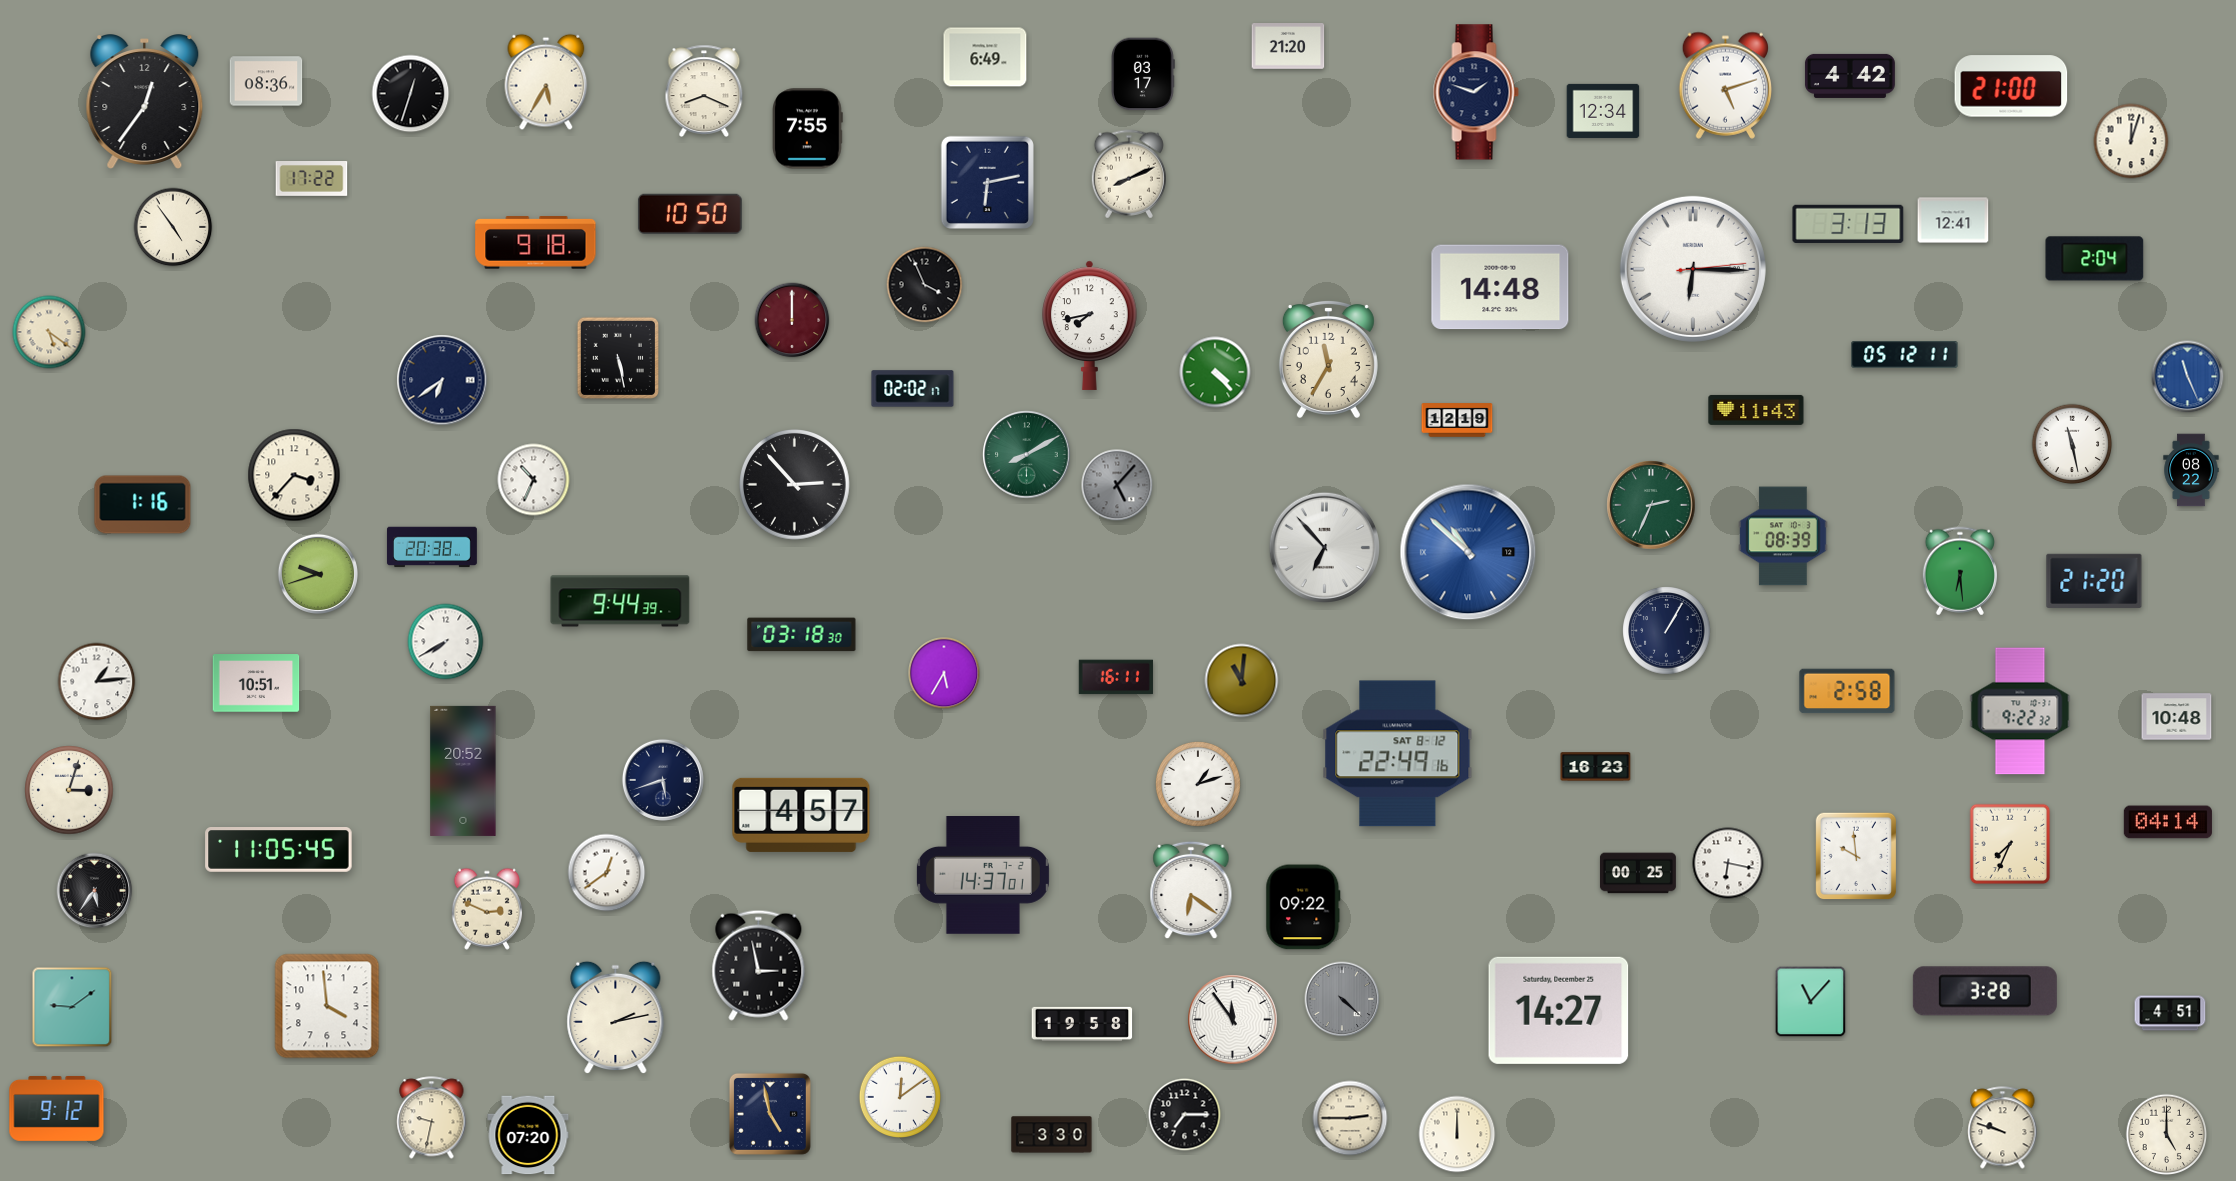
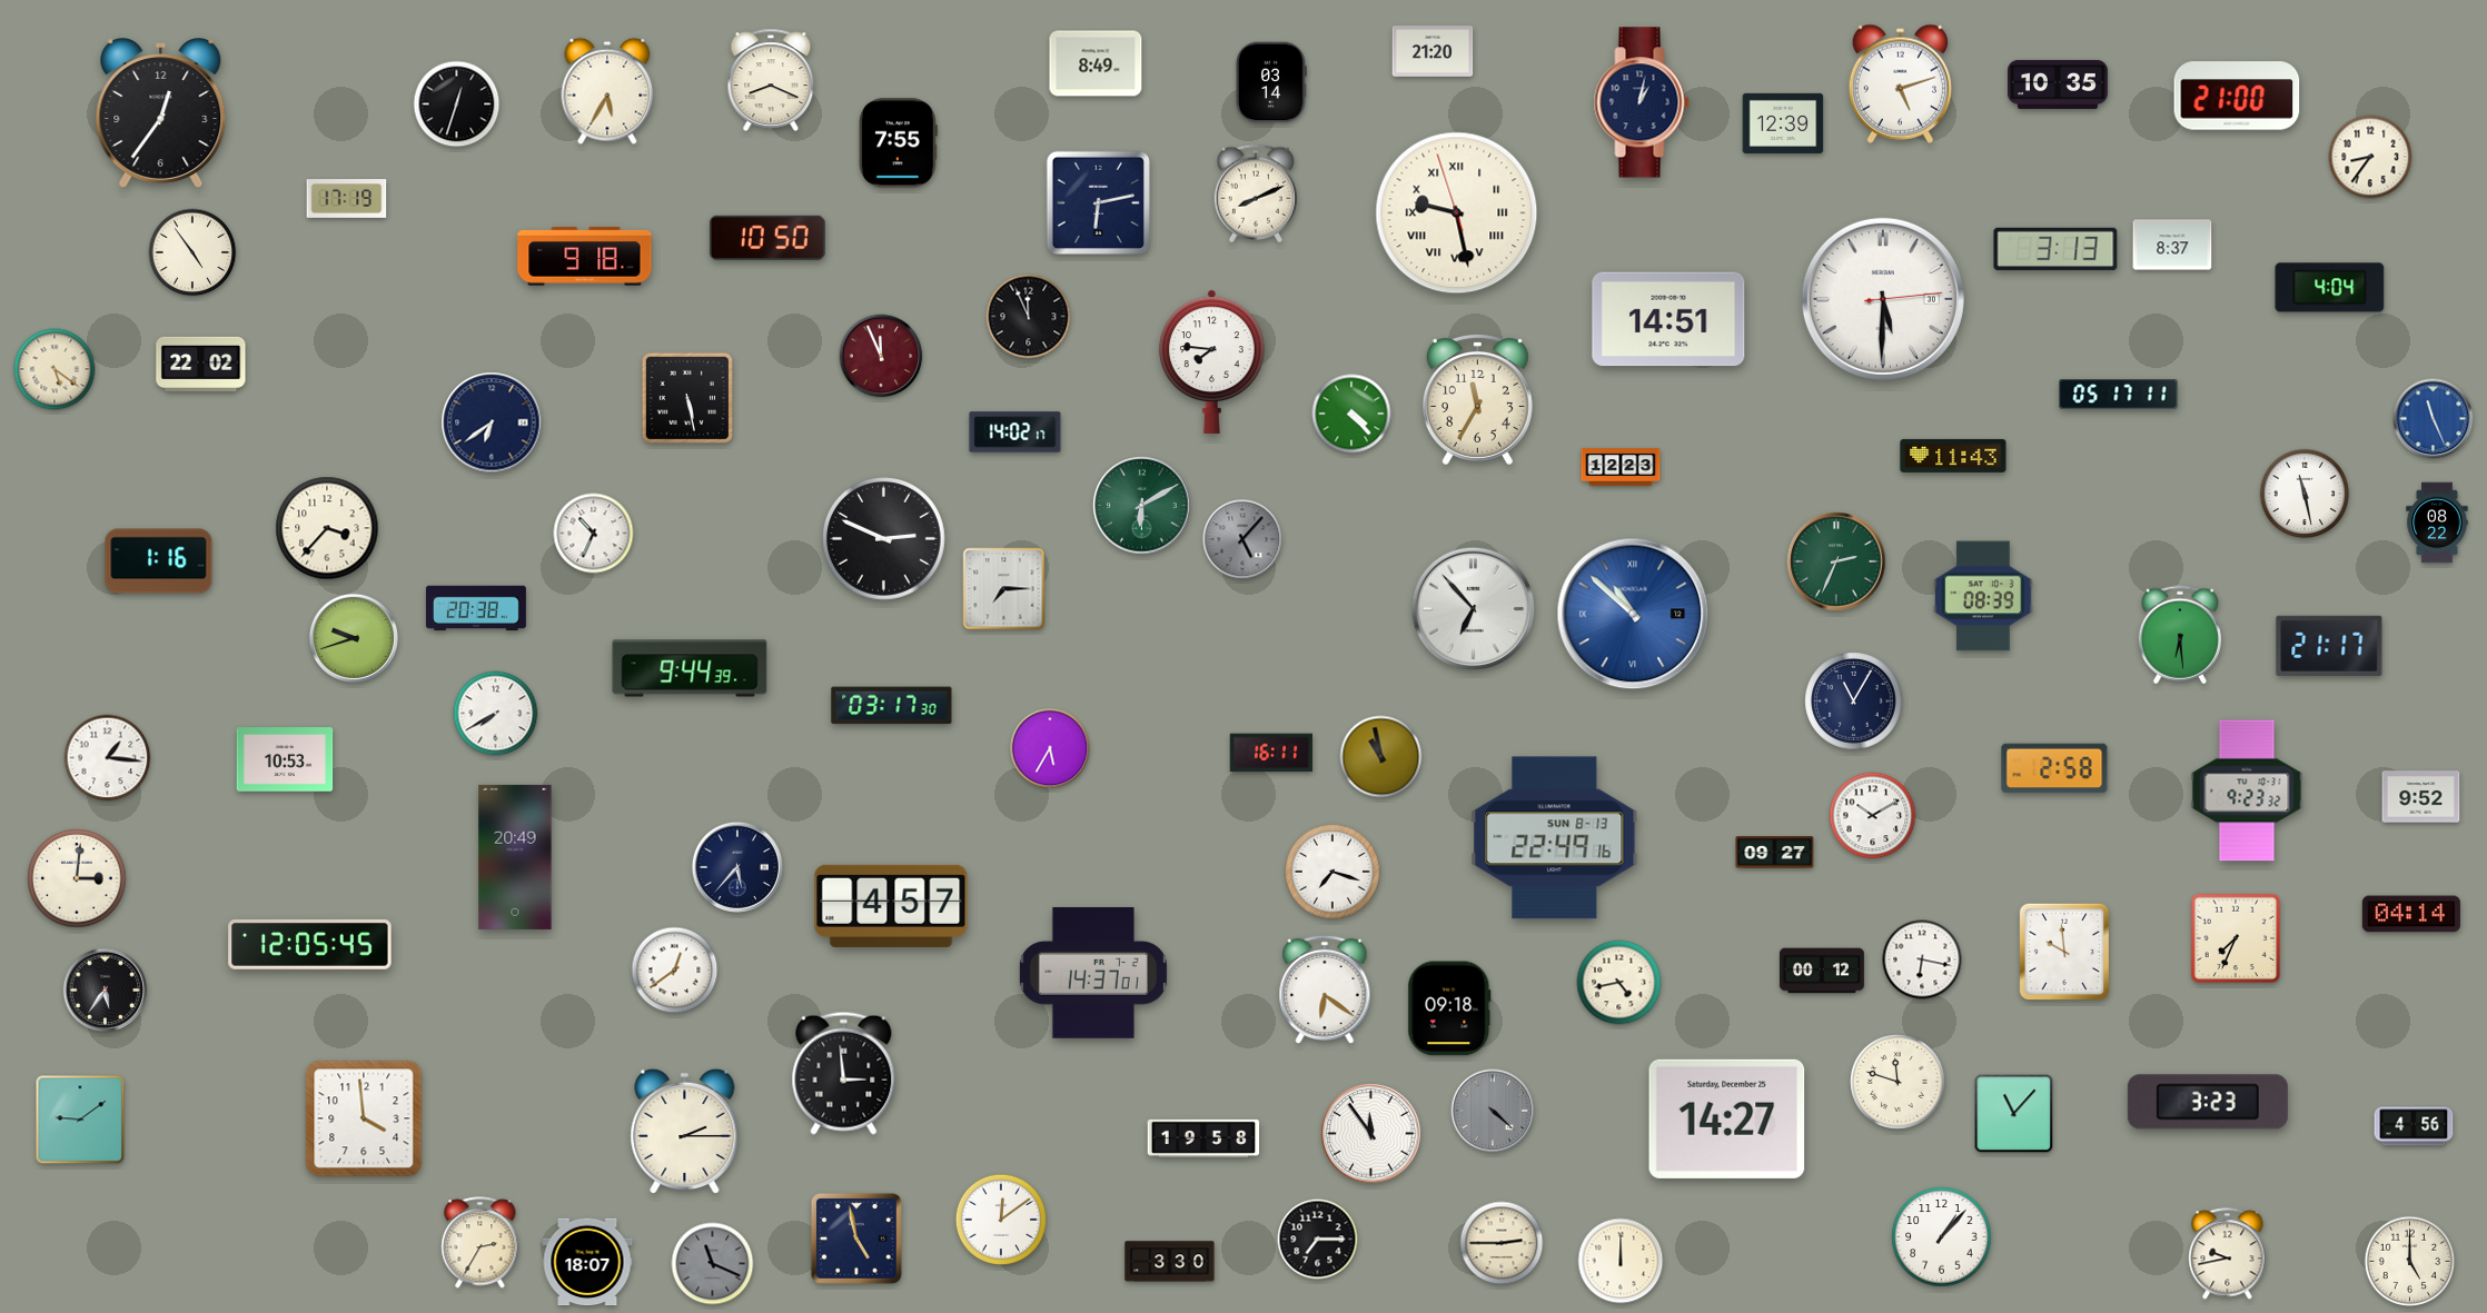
clock at (985, 57): 6:49 -> 8:49
clock at (1144, 74): 03:17 -> 03:14
clock at (1850, 76): 4:42 -> 10:35
clock at (266, 81): 08:36 -> none
clock at (1725, 85) position: (1725, 85) -> (1900, 83)
clock at (704, 91) position: (704, 91) -> (771, 80)
clock at (1476, 92): 1:48 -> 1:02
clock at (1603, 111): 12:34 -> 12:39
clock at (2131, 141): 12:03 -> 8:36
clock at (312, 179): 17:22 -> 17:19
clock at (1457, 213): none -> 9:27
clock at (1953, 220): 12:41 -> 8:37
clock at (536, 243) position: (536, 243) -> (585, 257)
clock at (2095, 259): 2:04 -> 4:04
clock at (1693, 269): 6:15 -> 5:30
clock at (925, 285): 3:56 -> 11:56
clock at (1500, 287): 14:48 -> 14:51
clock at (792, 320): 12:00 -> 11:56
clock at (1090, 325): 7:43 -> 7:46
clock at (201, 364): none -> 22:02
clock at (1905, 355): 05:12 -> 05:17
clock at (913, 389): 02:02 -> 14:02
clock at (1457, 420): 12:19 -> 12:23
clock at (1027, 455): 8:10 -> 6:10
clock at (795, 485): 2:53 -> 2:49
clock at (1004, 589): none -> 7:15
clock at (432, 547) position: (432, 547) -> (476, 608)
clock at (2094, 581): 21:20 -> 21:17
clock at (1667, 631): 1:05 -> 11:05
clock at (802, 635): 03:18 -> 03:17
clock at (1116, 677) position: (1116, 677) -> (1271, 753)
clock at (1242, 681): 11:01 -> 10:58
clock at (97, 682): 1:14 -> 1:16
clock at (256, 683): 10:51 -> 10:53
clock at (2020, 711): 9:22 -> 9:23
clock at (2177, 717): 10:48 -> 9:52
clock at (1873, 816): none -> 10:10
clock at (1398, 754) date: SAT 8-12 -> SUN 8-13
clock at (1596, 767): 16:23 -> 09:27
clock at (463, 771): 20:52 -> 20:49
clock at (663, 780): 5:42 -> 5:37
clock at (1198, 784): 1:12 -> 7:18
clock at (69, 790): 3:03 -> 3:01
clock at (279, 850): 11:05 -> 12:05
clock at (1638, 873): 00:25 -> 00:12
clock at (1619, 983): none -> 4:43
clock at (1303, 907): 09:22 -> 09:18
clock at (487, 909): 2:49 -> none
clock at (759, 965): 2:58 -> 2:59
clock at (1898, 1082): none -> 11:48
clock at (1985, 991): 3:28 -> 3:23
clock at (1559, 1010) position: (1559, 1010) -> (1727, 1118)
clock at (2170, 1013): 4:51 -> 4:56
clock at (616, 1018): 2:13 -> 2:15
clock at (57, 1108): 9:12 -> none
clock at (1942, 1237): none -> 1:07
clock at (432, 1118): 9:32 -> 2:35
clock at (2003, 1128): 9:48 -> 9:43
clock at (528, 1135): 07:20 -> 18:07
clock at (713, 1264): none -> 11:19
